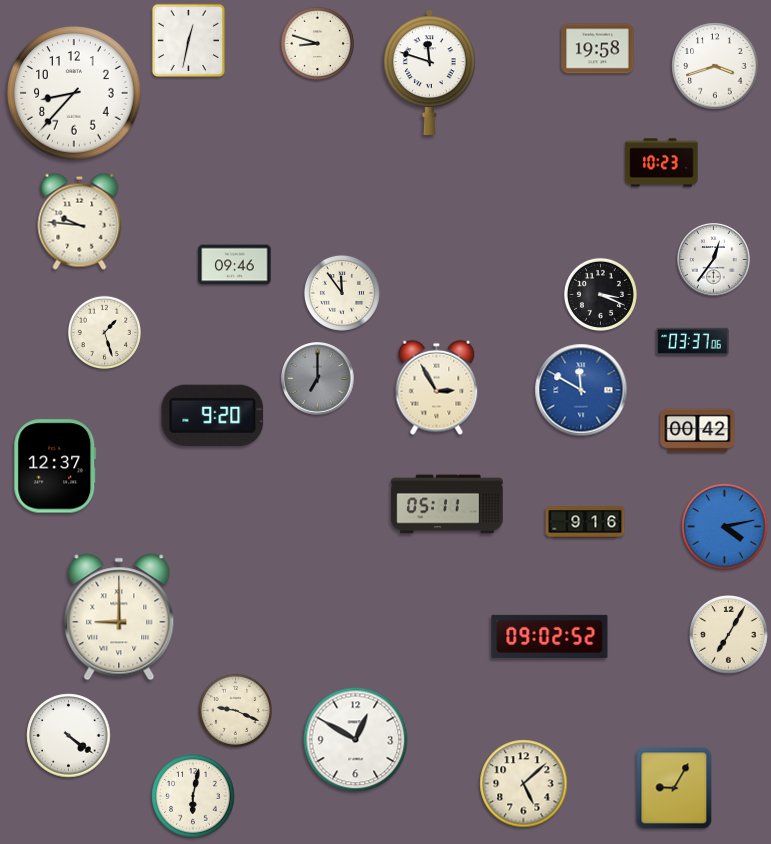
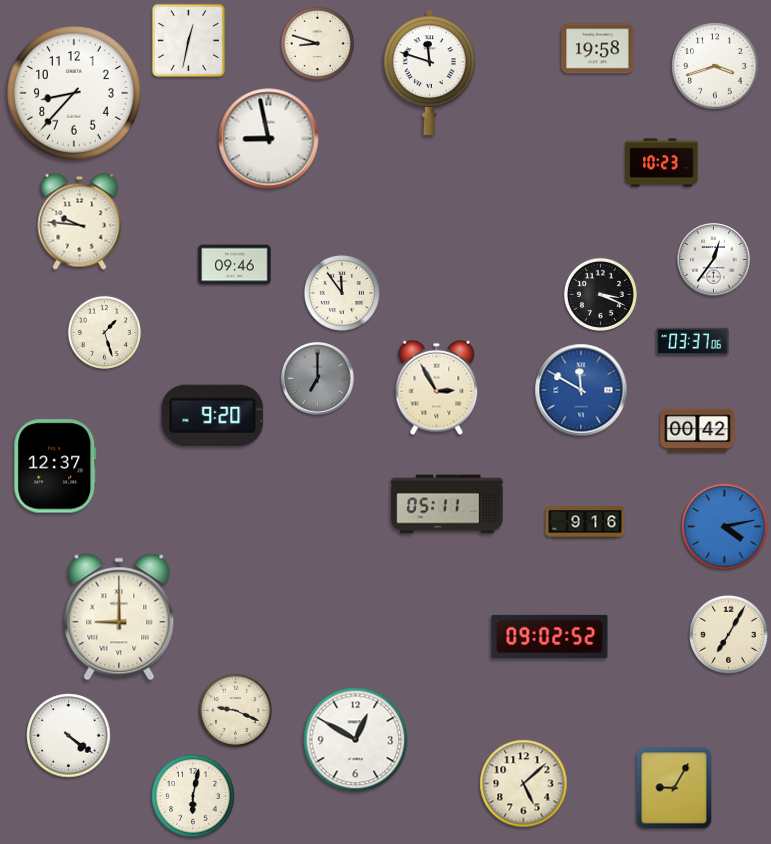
clock at (269, 139): none -> 8:58
